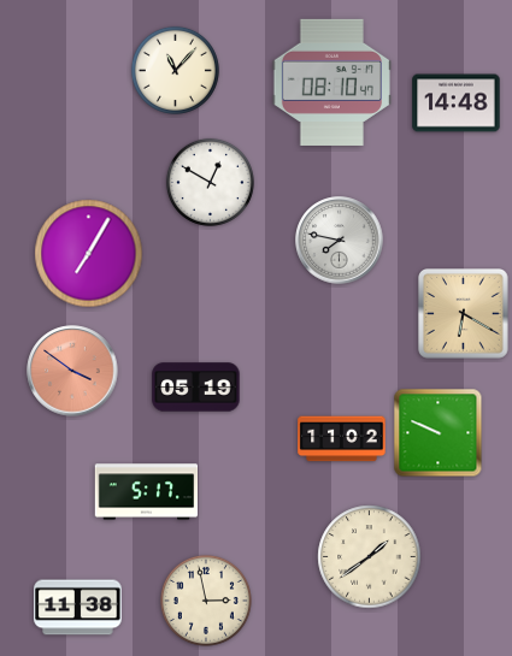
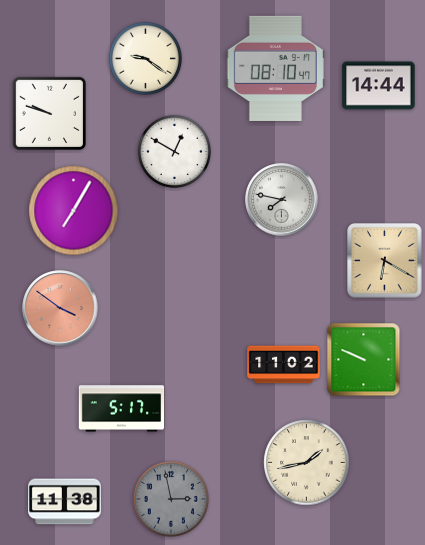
clock at (175, 70): 11:07 -> 9:21
clock at (457, 104): 14:48 -> 14:44
clock at (49, 113): none -> 9:48
clock at (196, 388): 05:19 -> none
clock at (370, 557): 1:39 -> 1:43
clock at (206, 601) dial: cream -> grey
clock at (78, 608) position: (78, 608) -> (65, 502)
